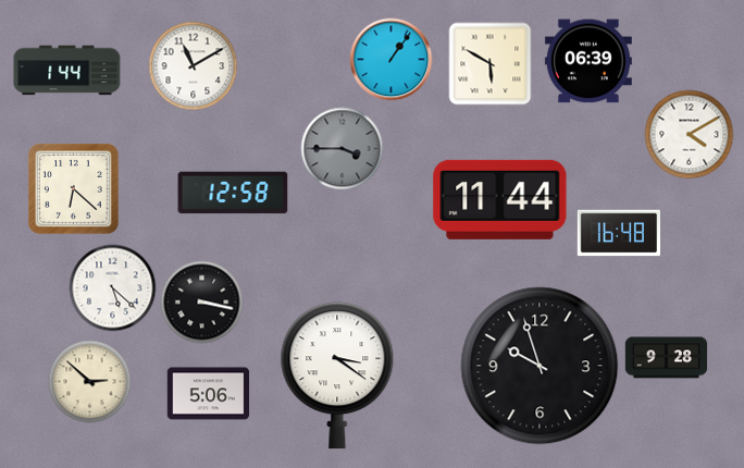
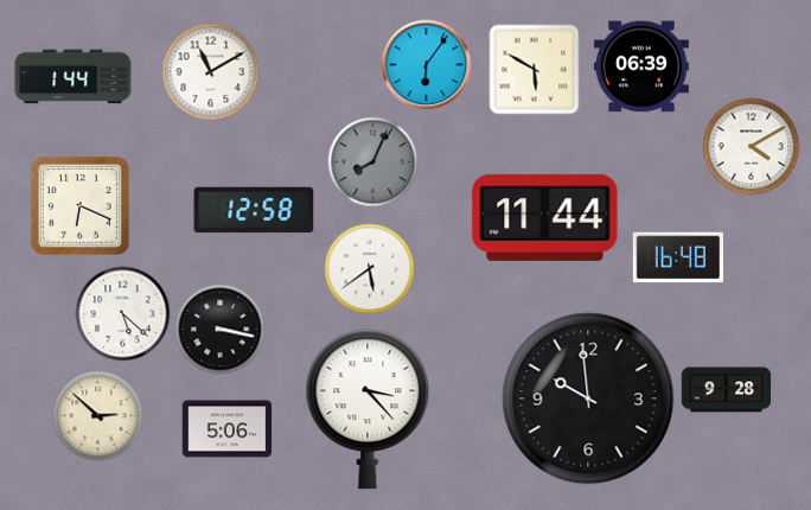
clock at (392, 60): 1:06 -> 6:06
clock at (343, 149): 3:45 -> 8:04
clock at (74, 189): 6:22 -> 6:19
clock at (618, 233) position: (618, 233) -> (677, 257)
clock at (370, 269): none -> 5:39
clock at (540, 366): 9:57 -> 9:59
clock at (337, 375): 3:21 -> 3:23
